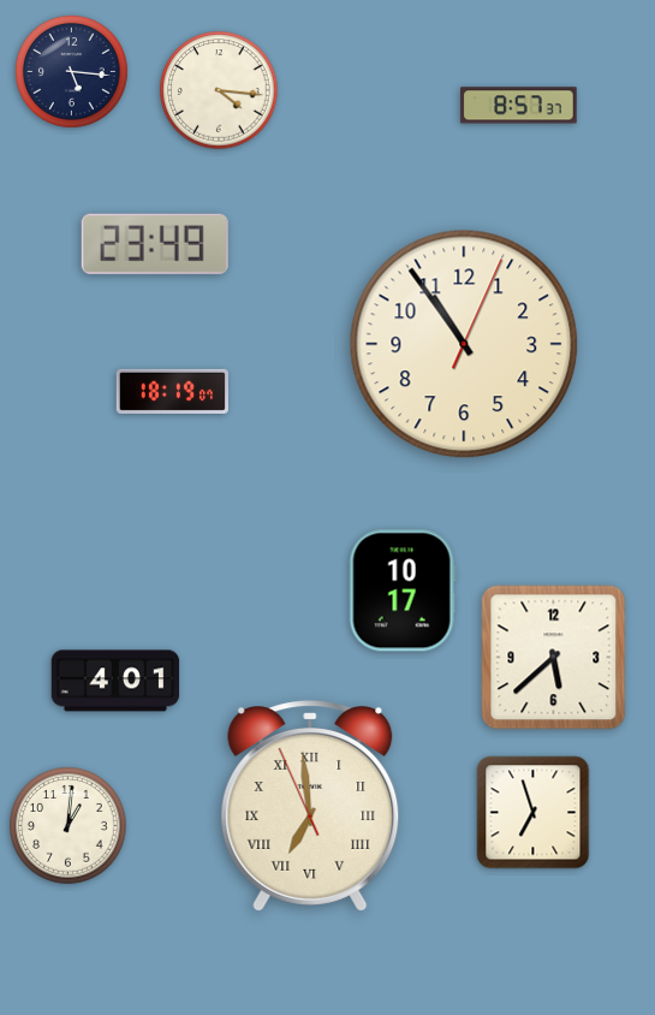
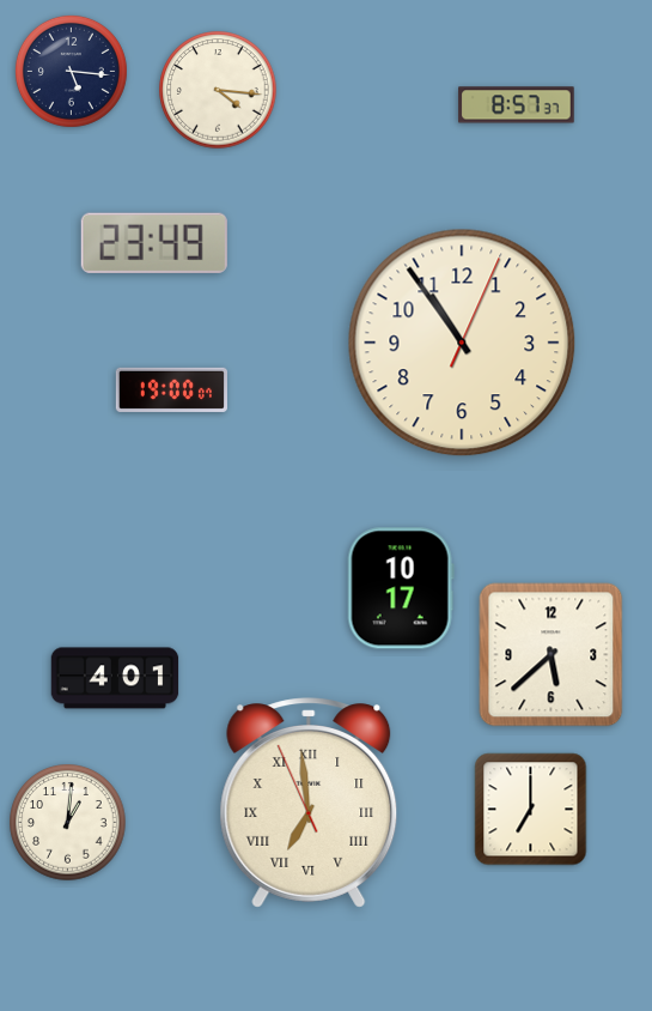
clock at (172, 391): 18:19 -> 19:00
clock at (534, 813): 6:57 -> 7:00
